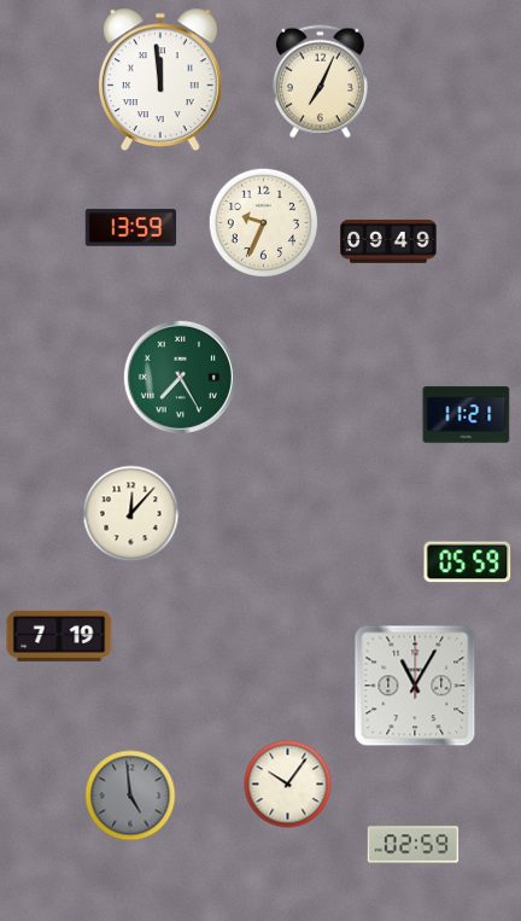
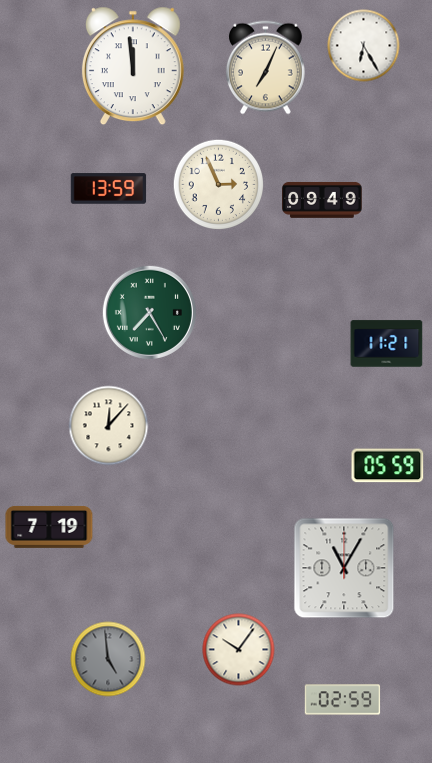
clock at (364, 46): none -> 6:25
clock at (263, 222): 9:34 -> 2:56
